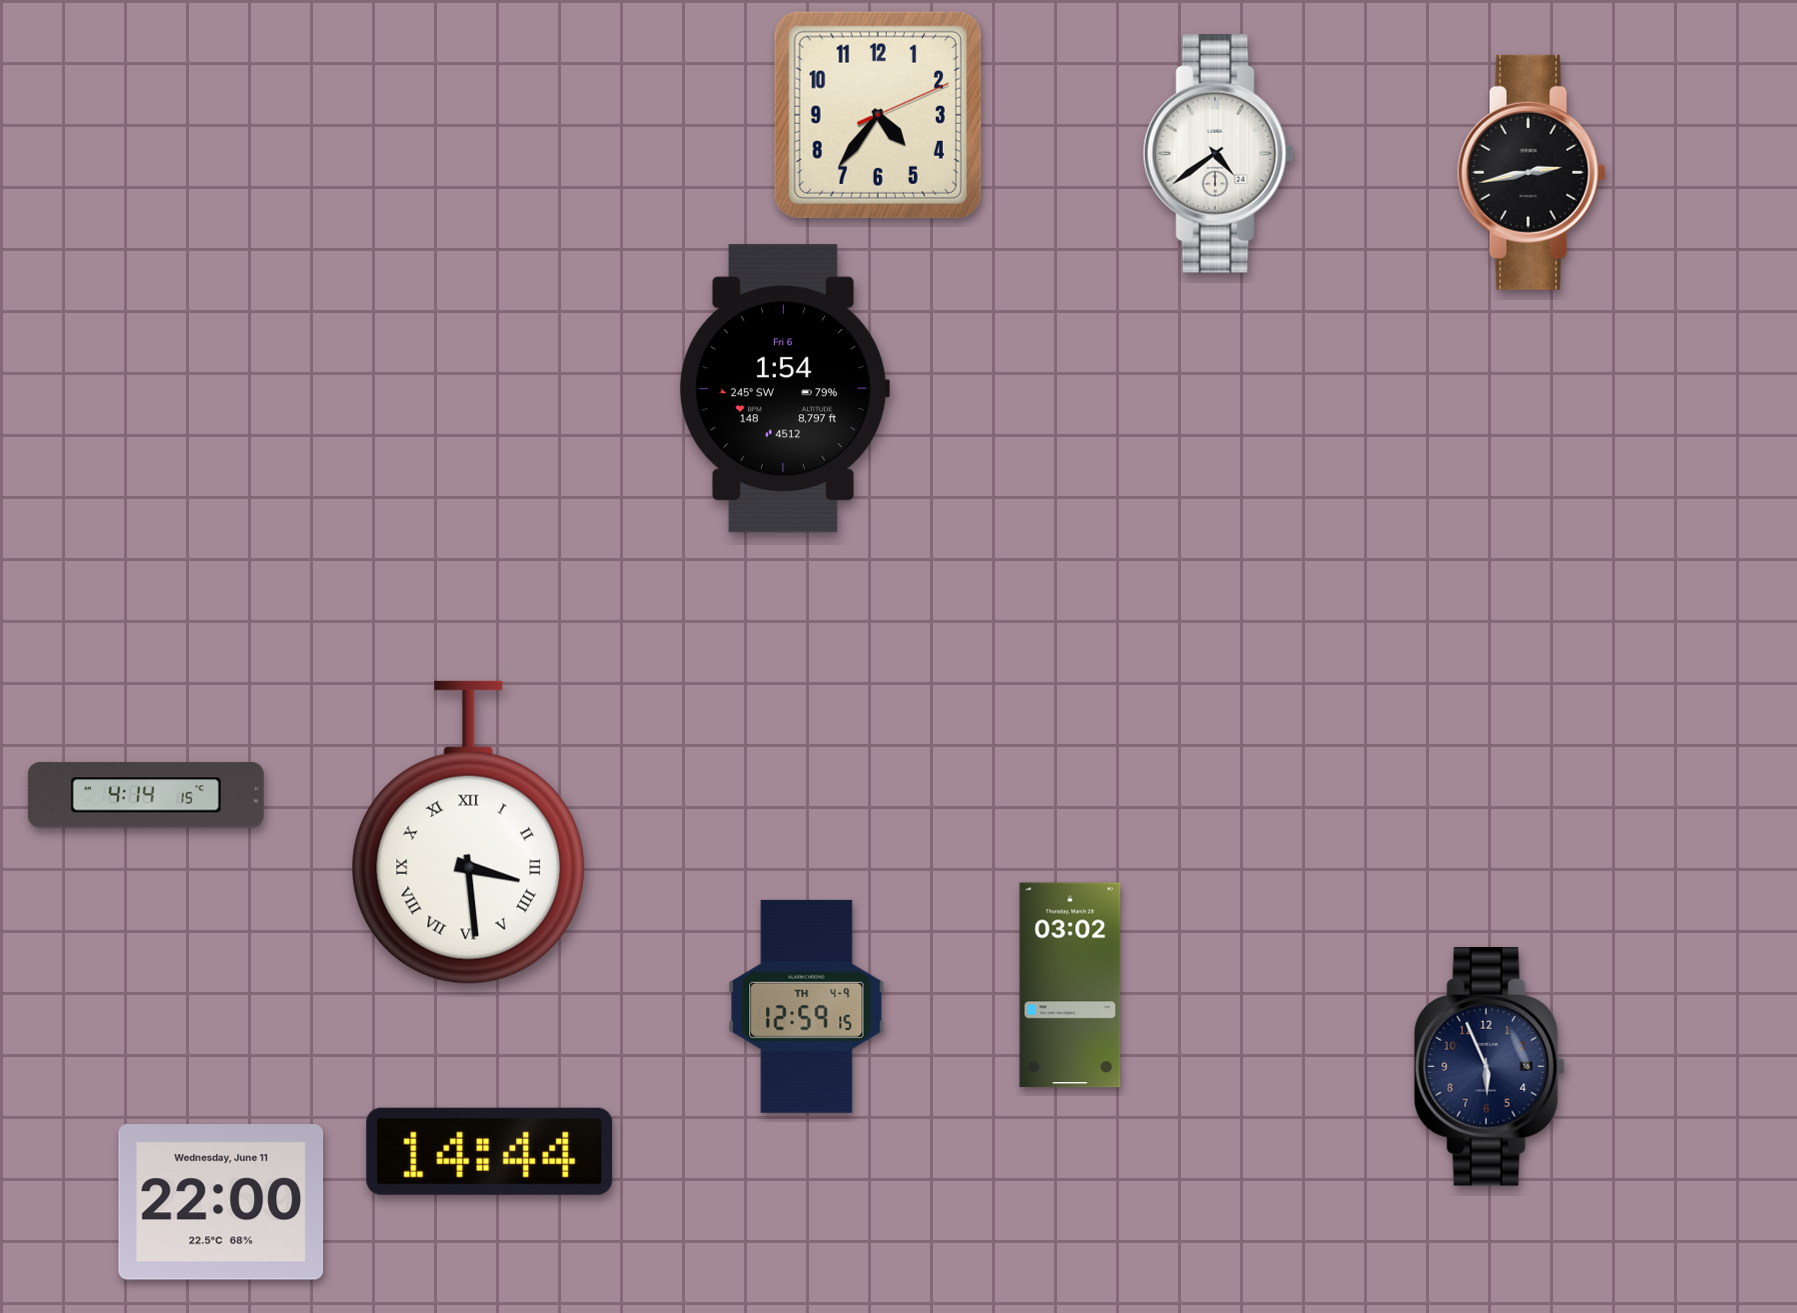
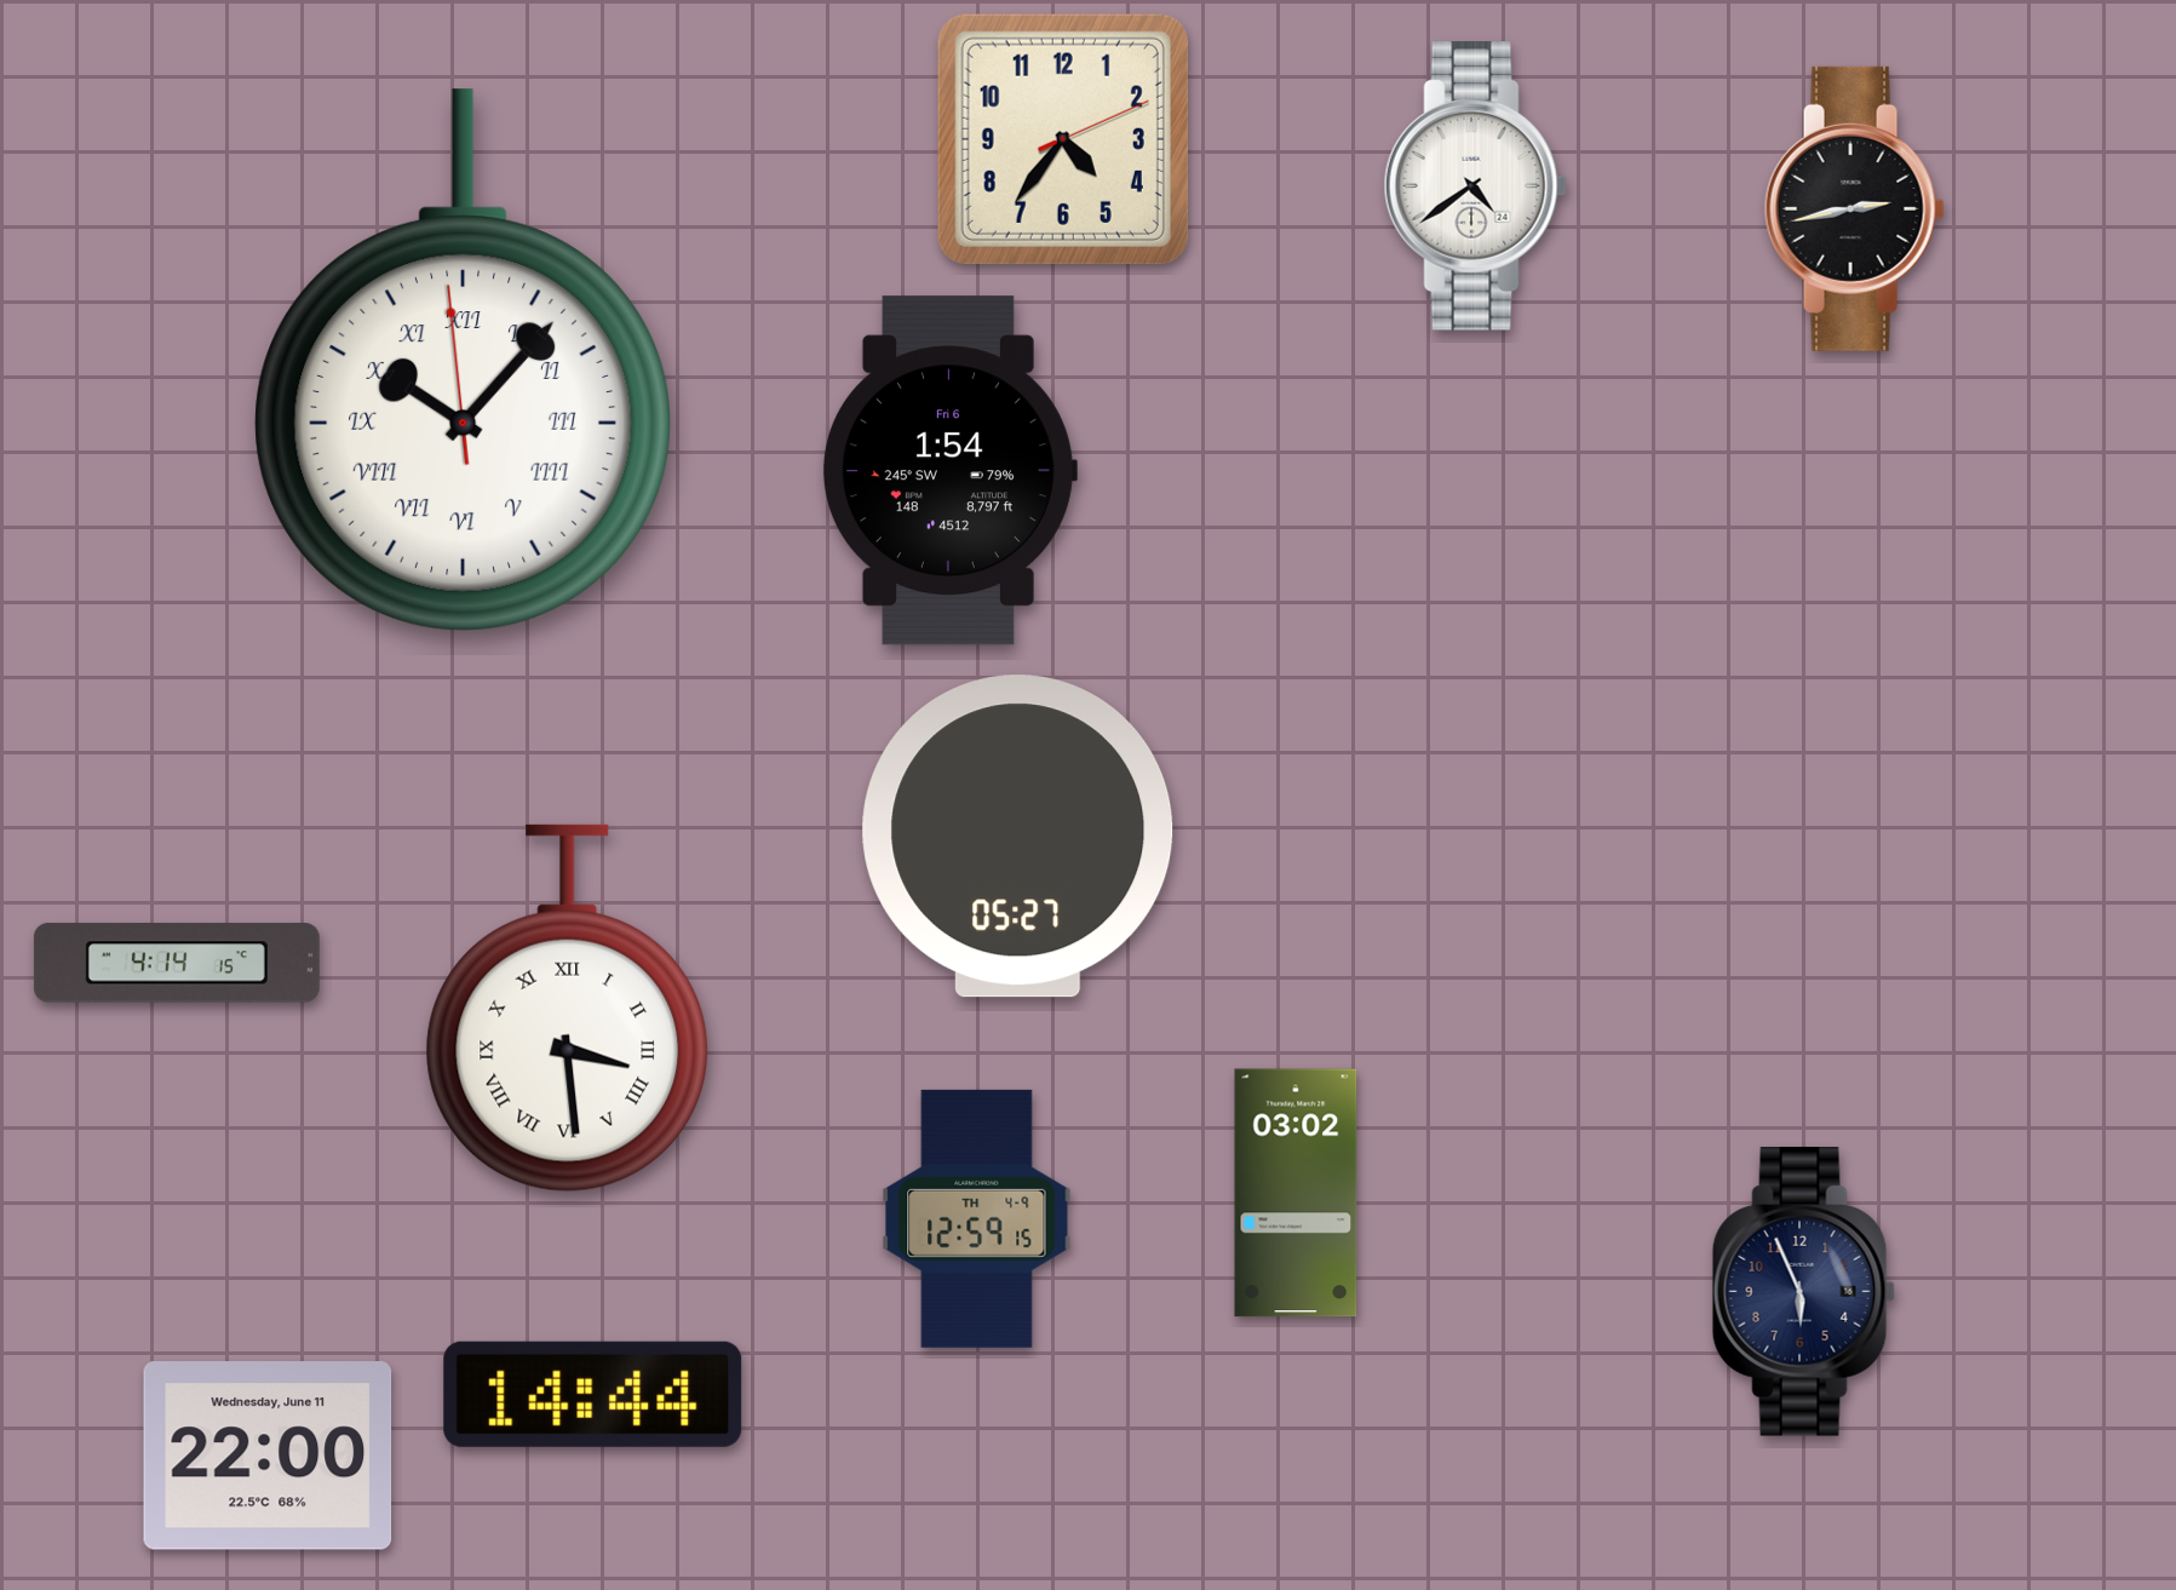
clock at (463, 361): none -> 10:06
clock at (1018, 837): none -> 05:27
